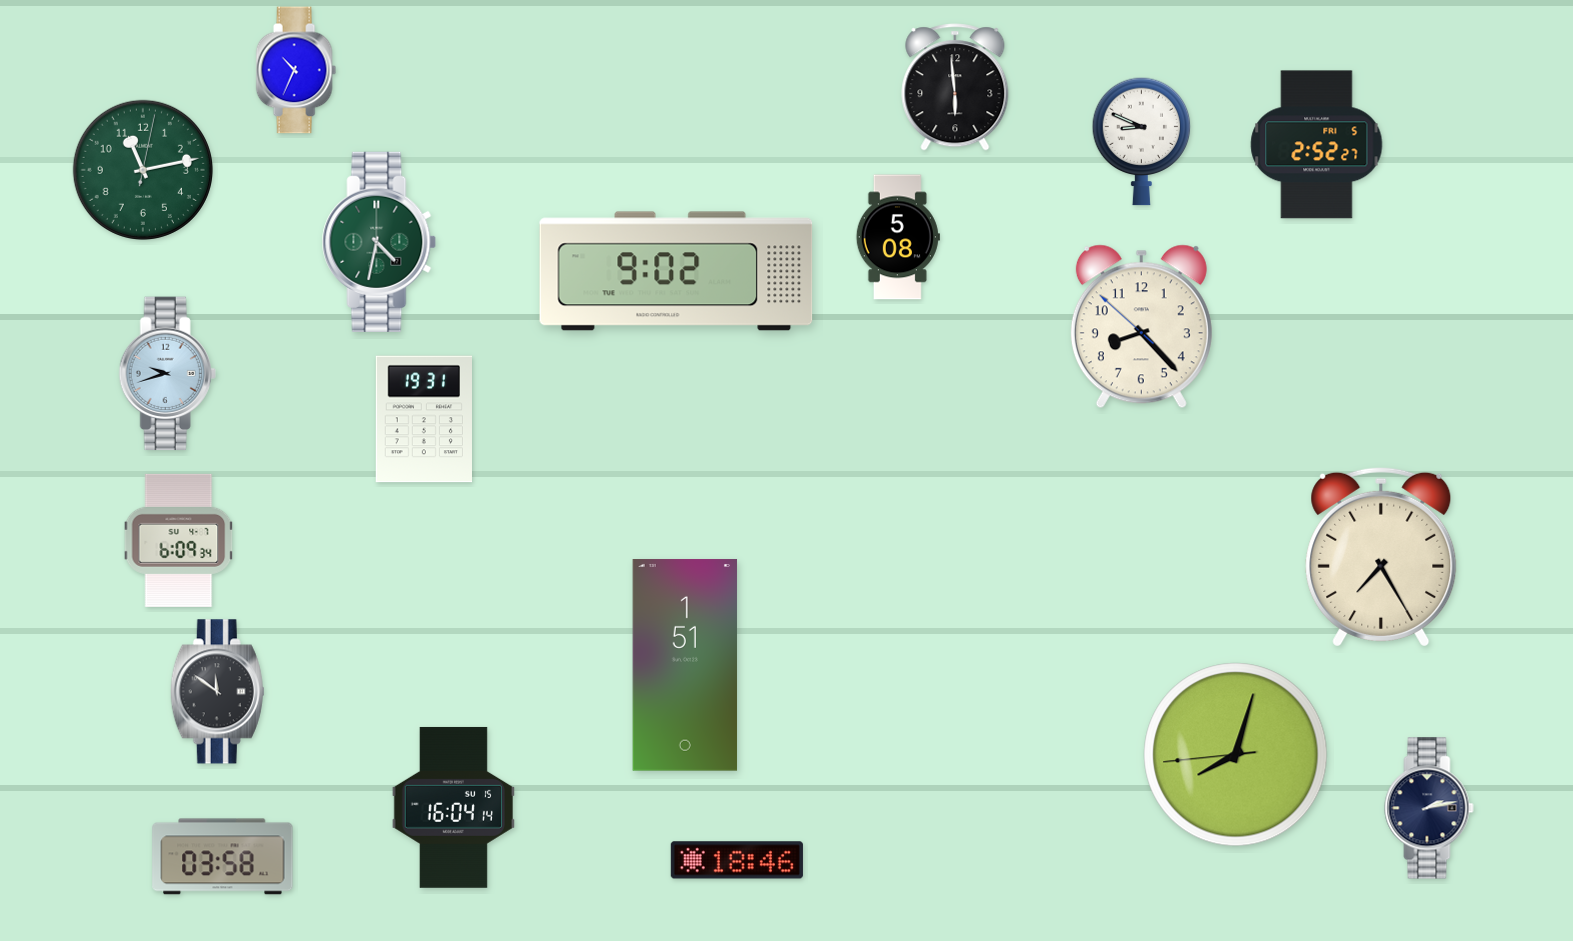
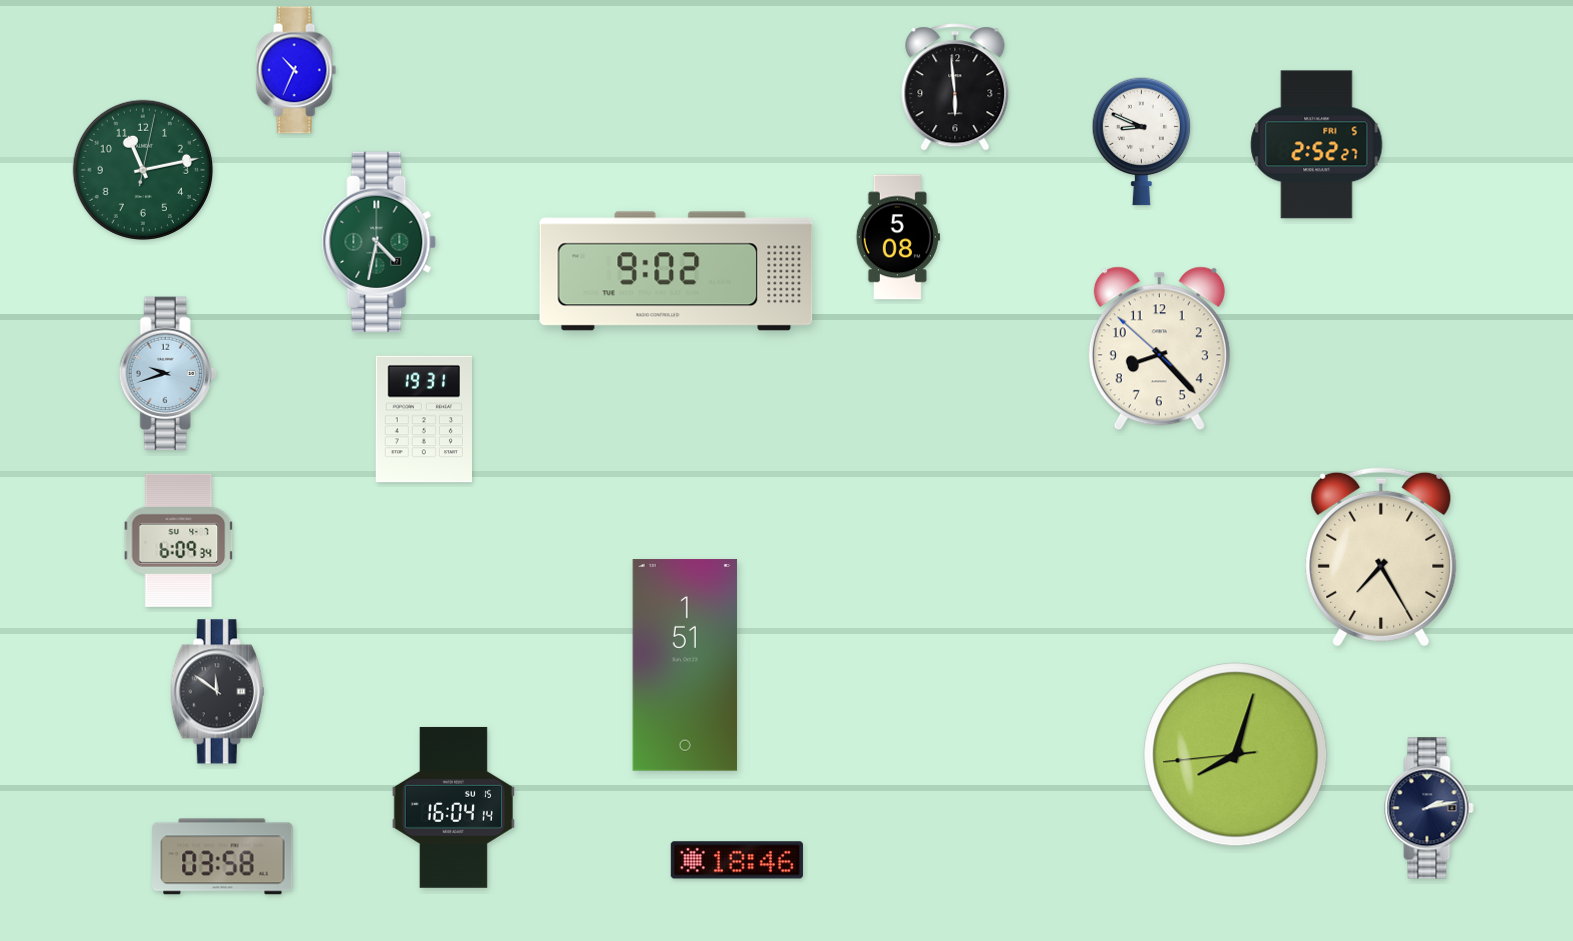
clock at (1141, 327) position: (1141, 327) -> (1159, 349)
